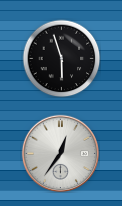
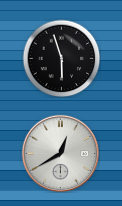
clock at (60, 153): 12:36 -> 12:40
